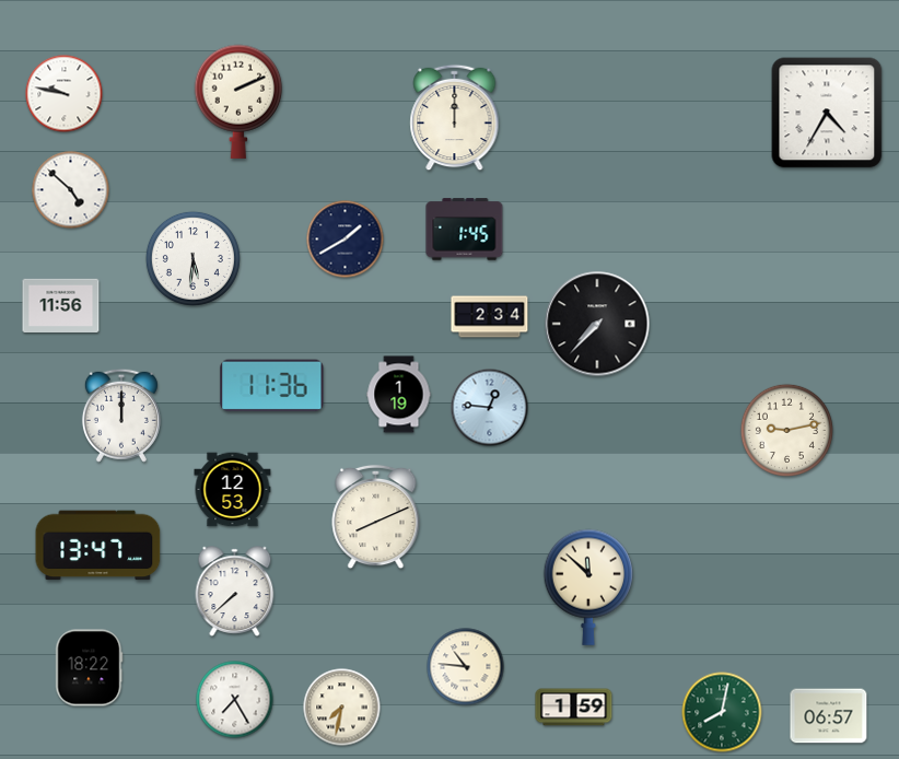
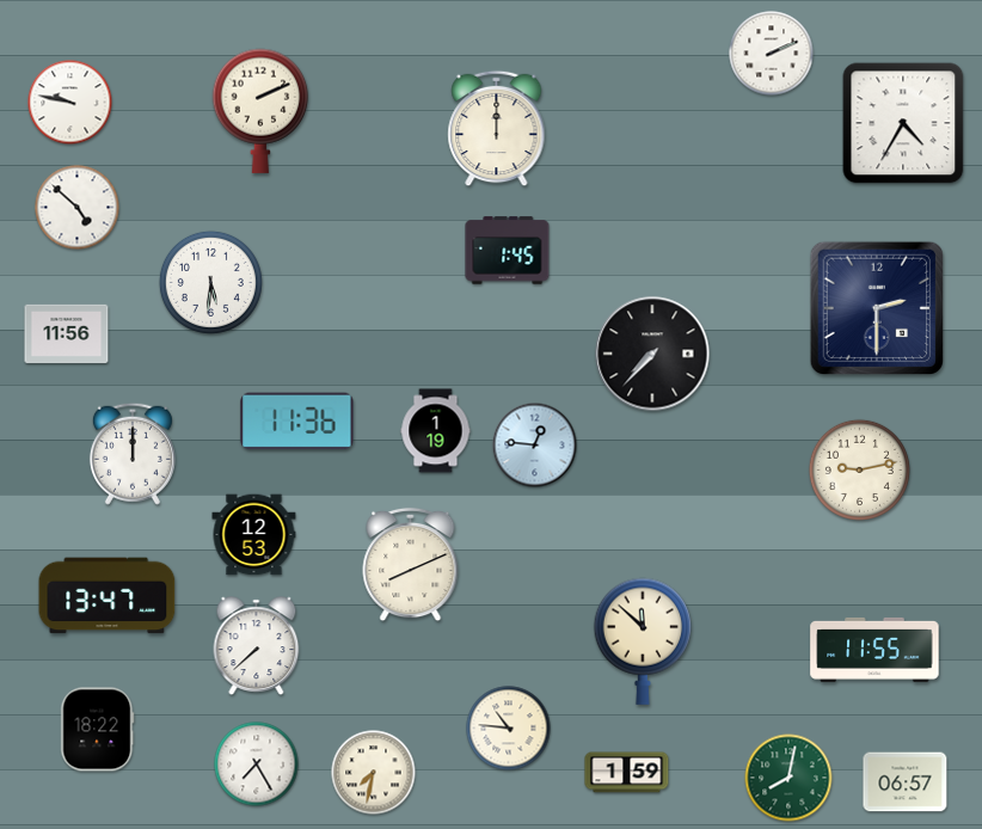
clock at (772, 54): none -> 2:11
clock at (346, 240): 1:40 -> none
clock at (876, 307): none -> 2:30
clock at (490, 317): 2:34 -> none
clock at (874, 650): none -> 11:55
